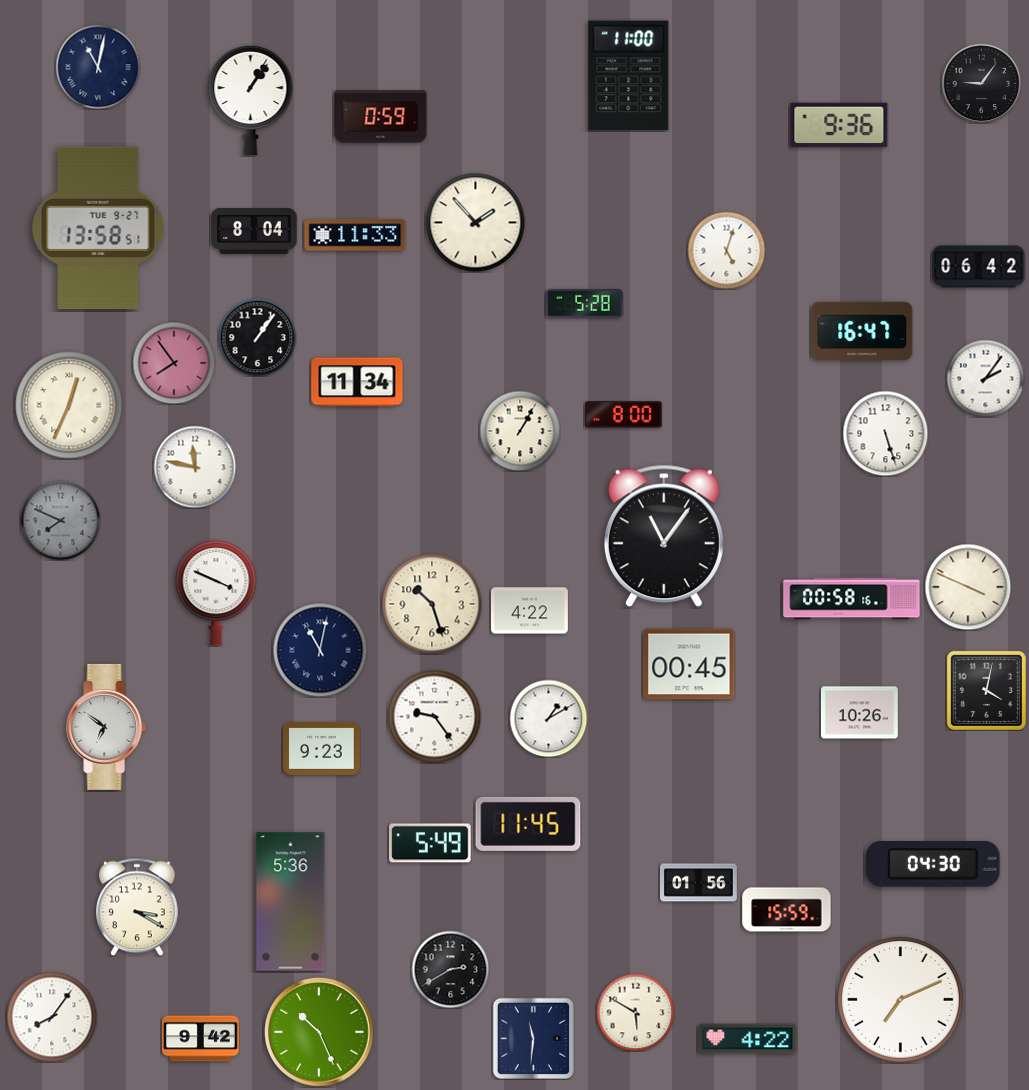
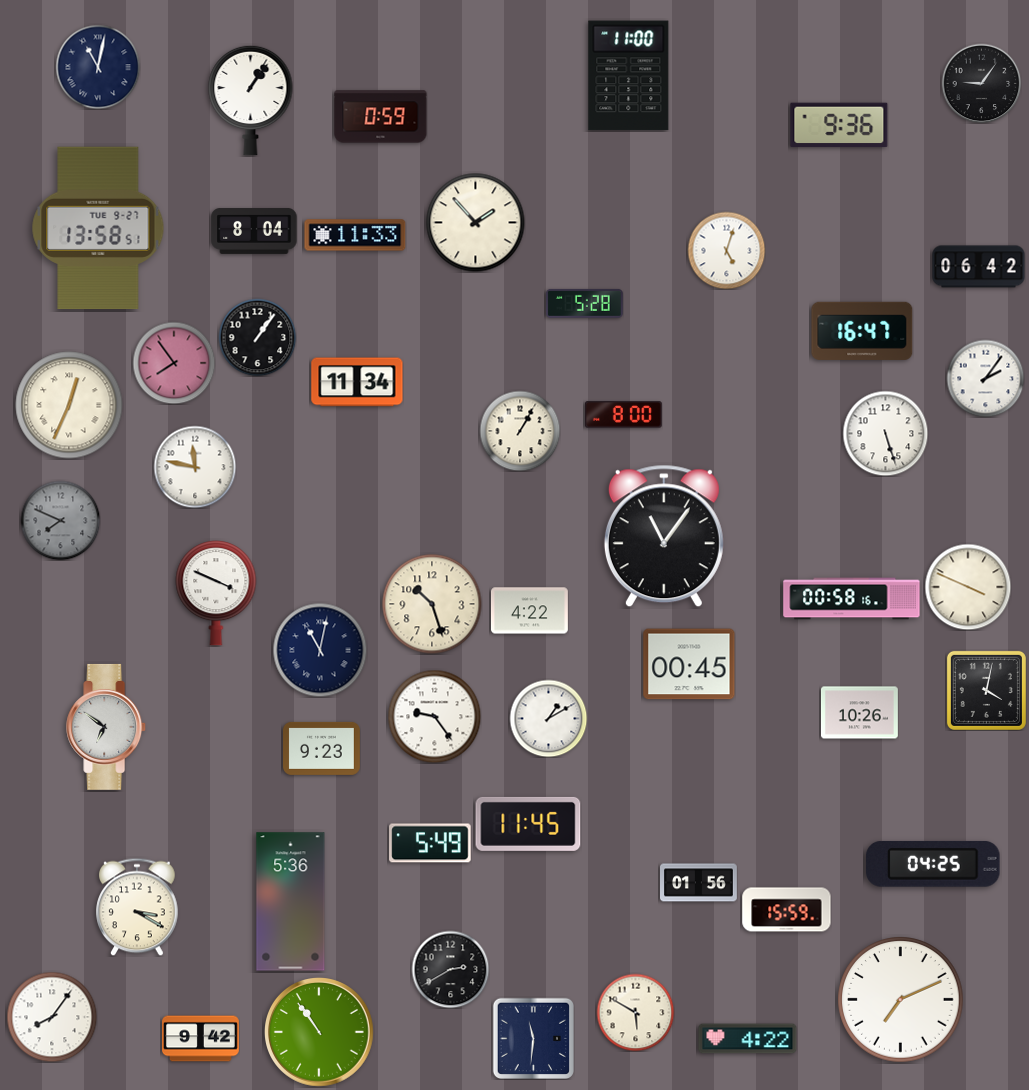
clock at (933, 864): 04:30 -> 04:25
clock at (320, 1033): 10:26 -> 10:54
